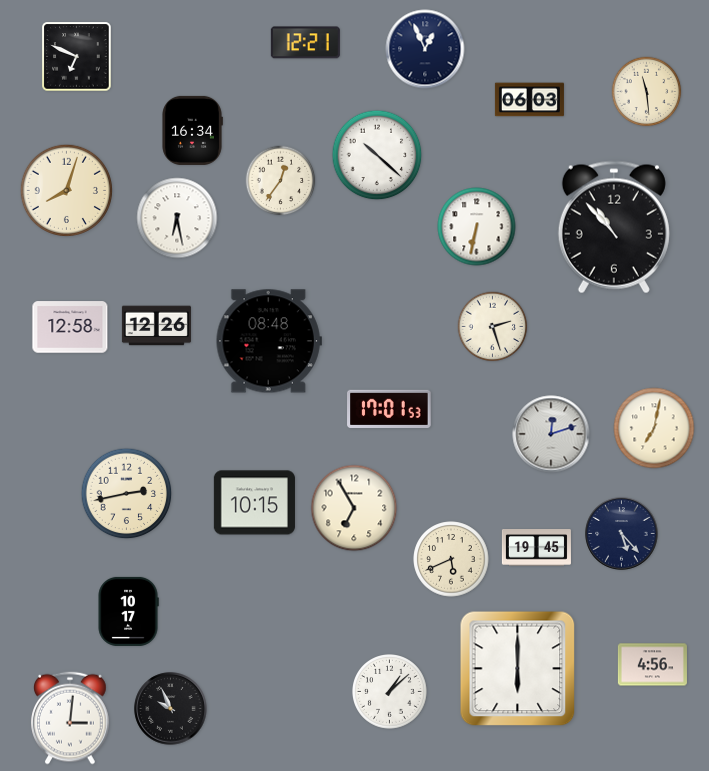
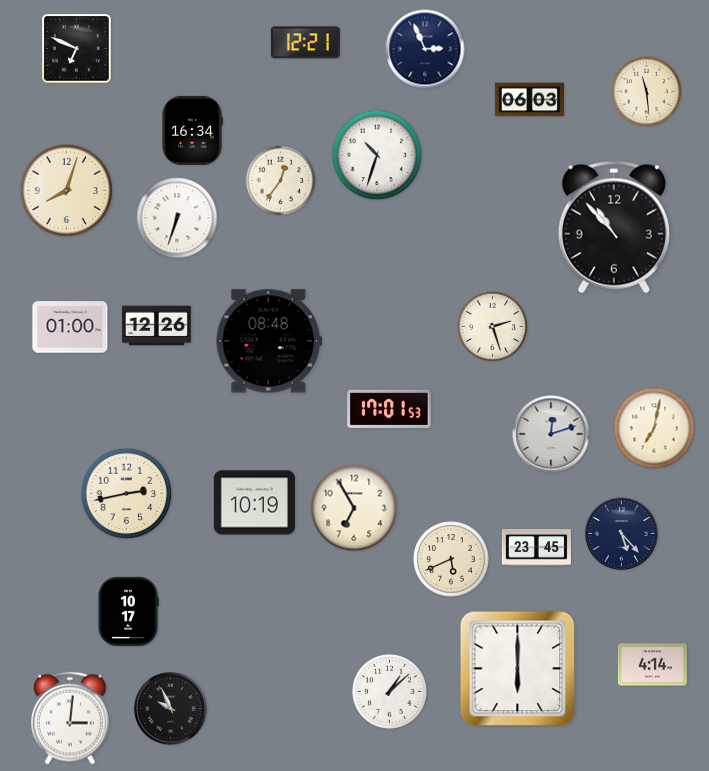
clock at (425, 49): 12:56 -> 2:56
clock at (77, 57) position: (77, 57) -> (77, 49)
clock at (377, 155): 10:22 -> 10:33
clock at (177, 218): 6:28 -> 6:33
clock at (477, 227): 6:32 -> none
clock at (70, 327): 12:58 -> 01:00
clock at (254, 503): 10:15 -> 10:19
clock at (536, 548): 19:45 -> 23:45
clock at (652, 665): 4:56 -> 4:14
